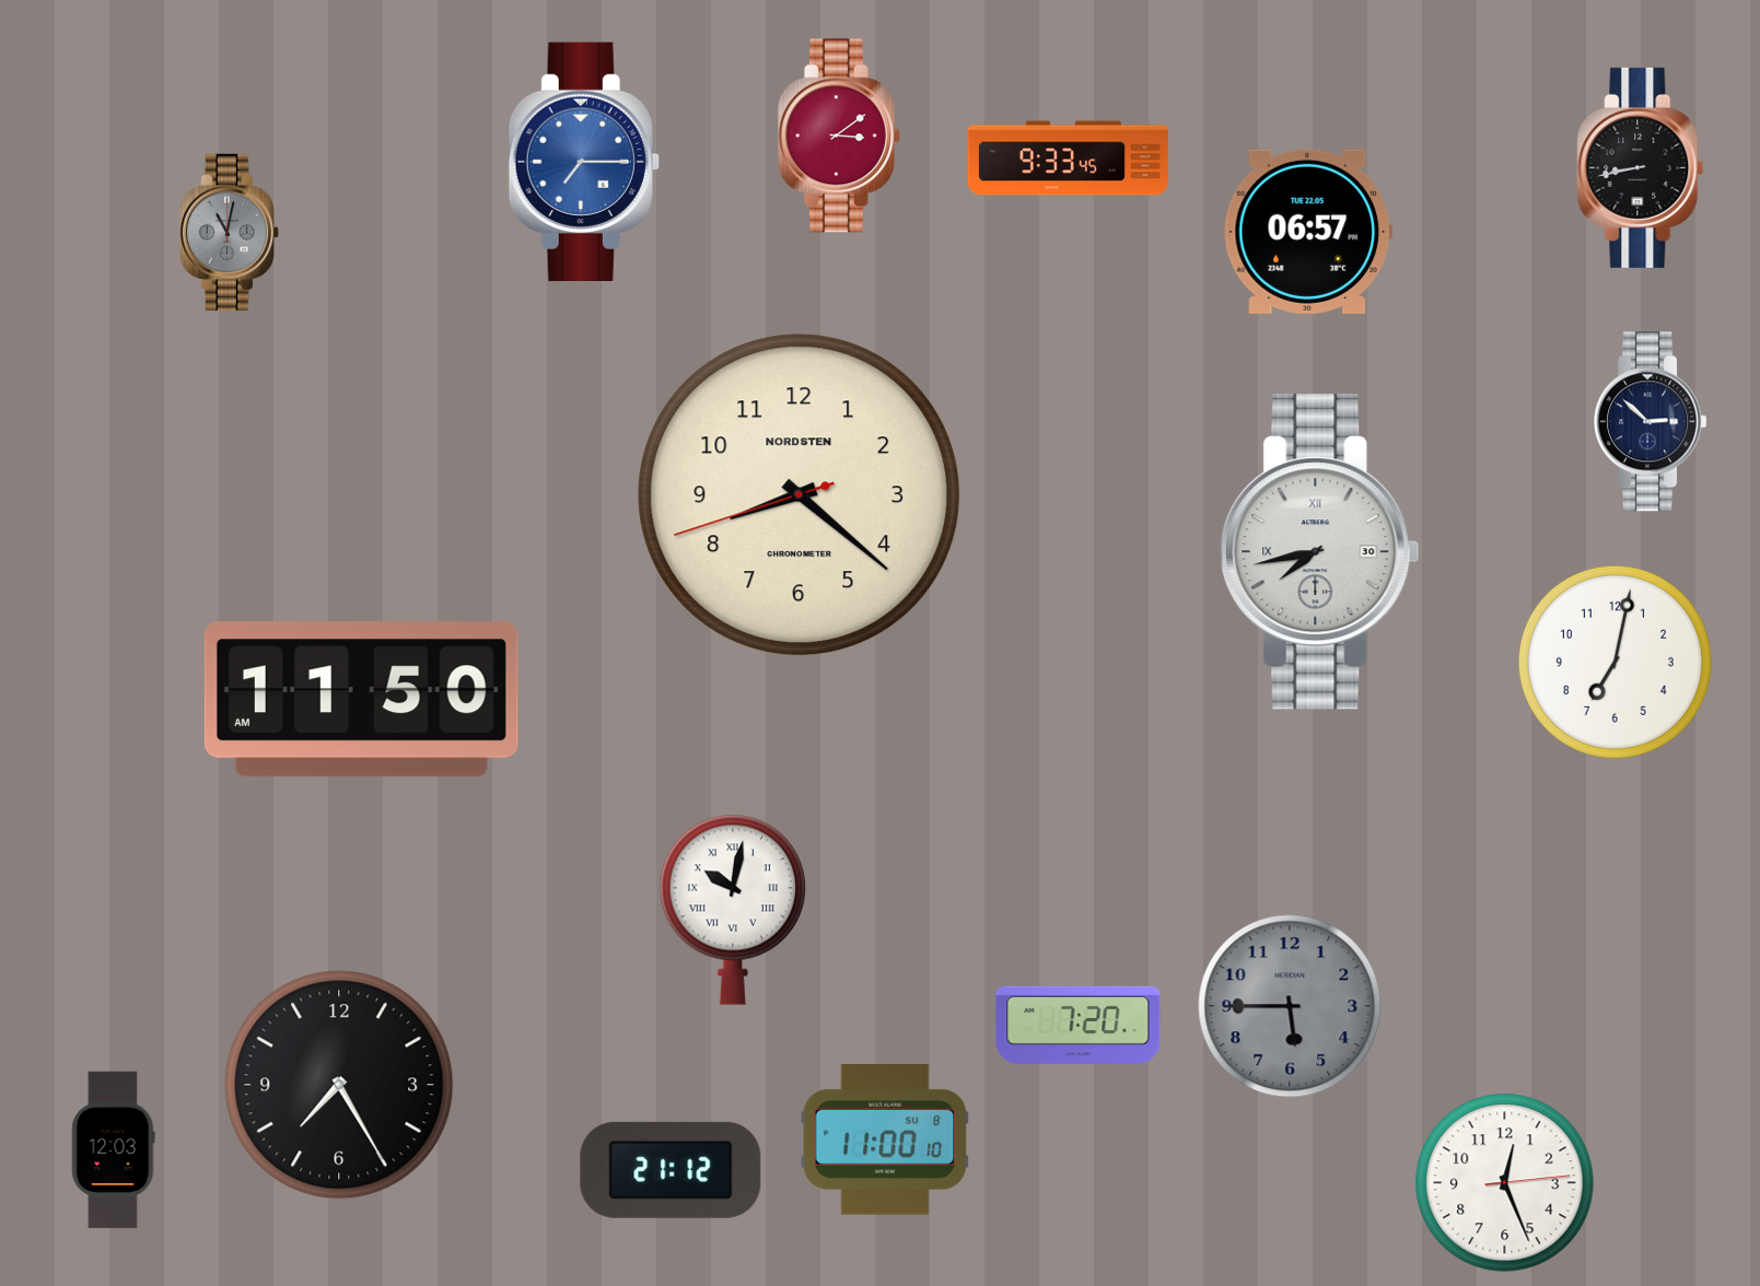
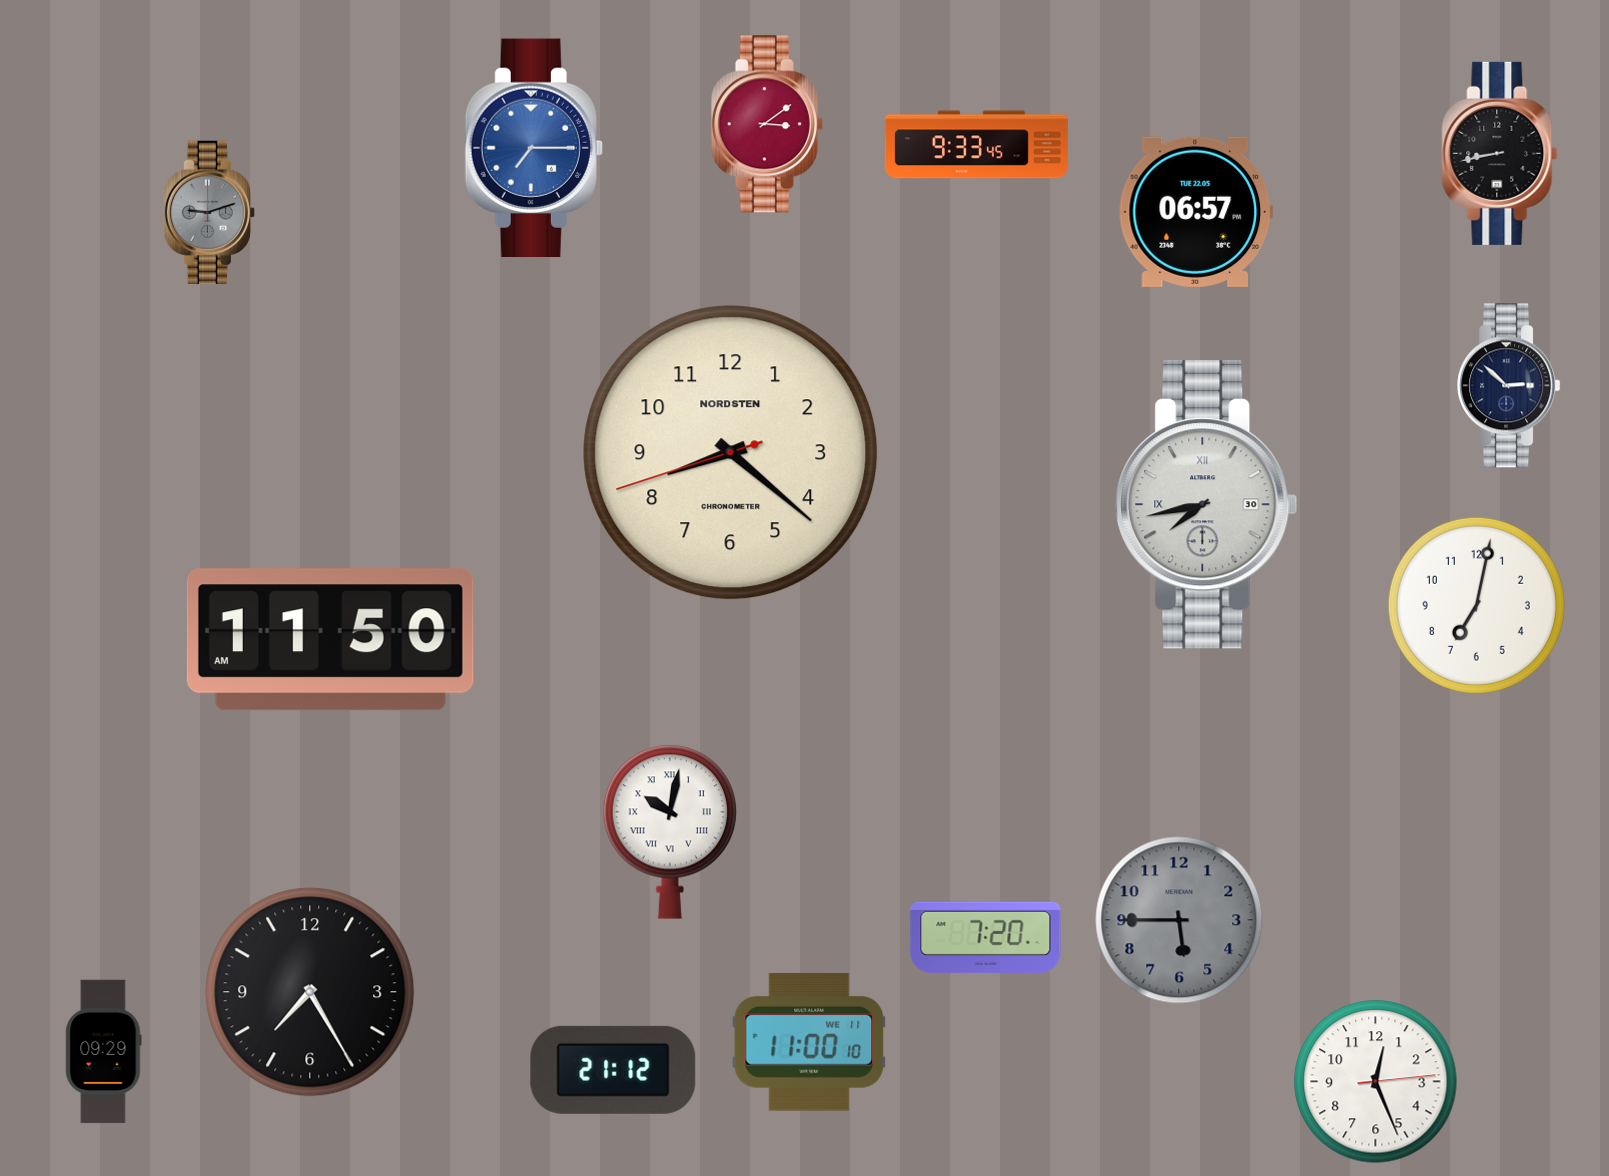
clock at (229, 233): 11:02 -> 9:12
clock at (885, 1139) date: SU 8 -> WE 11
clock at (114, 1150): 12:03 -> 09:29
